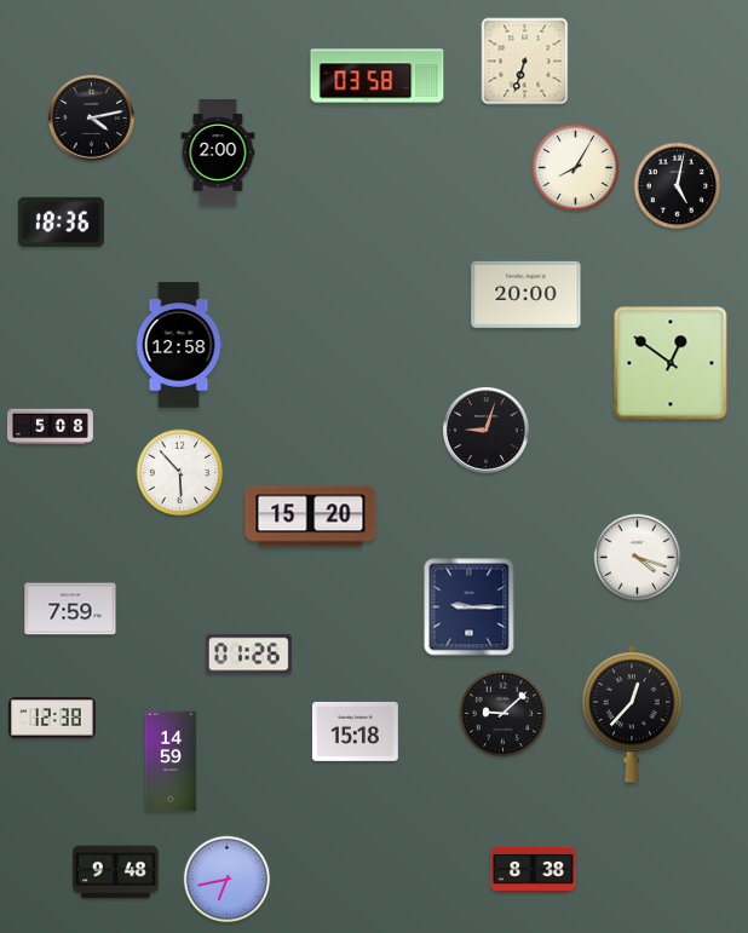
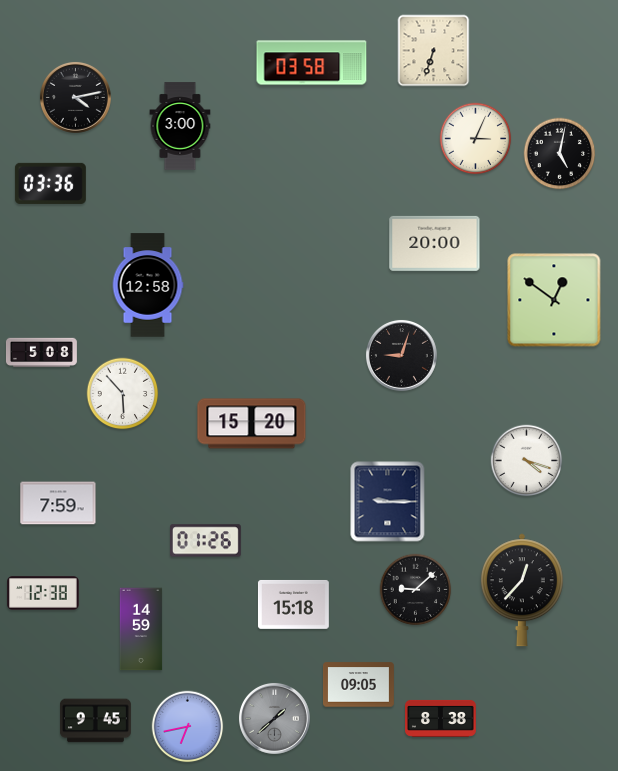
clock at (218, 152): 2:00 -> 3:00
clock at (576, 168): 8:05 -> 3:04
clock at (61, 221): 18:36 -> 03:36
clock at (180, 473) position: (180, 473) -> (123, 394)
clock at (311, 517) position: (311, 517) -> (252, 424)
clock at (359, 685): none -> 09:05
clock at (274, 718): none -> 1:38
clock at (116, 872): 9:48 -> 9:45
